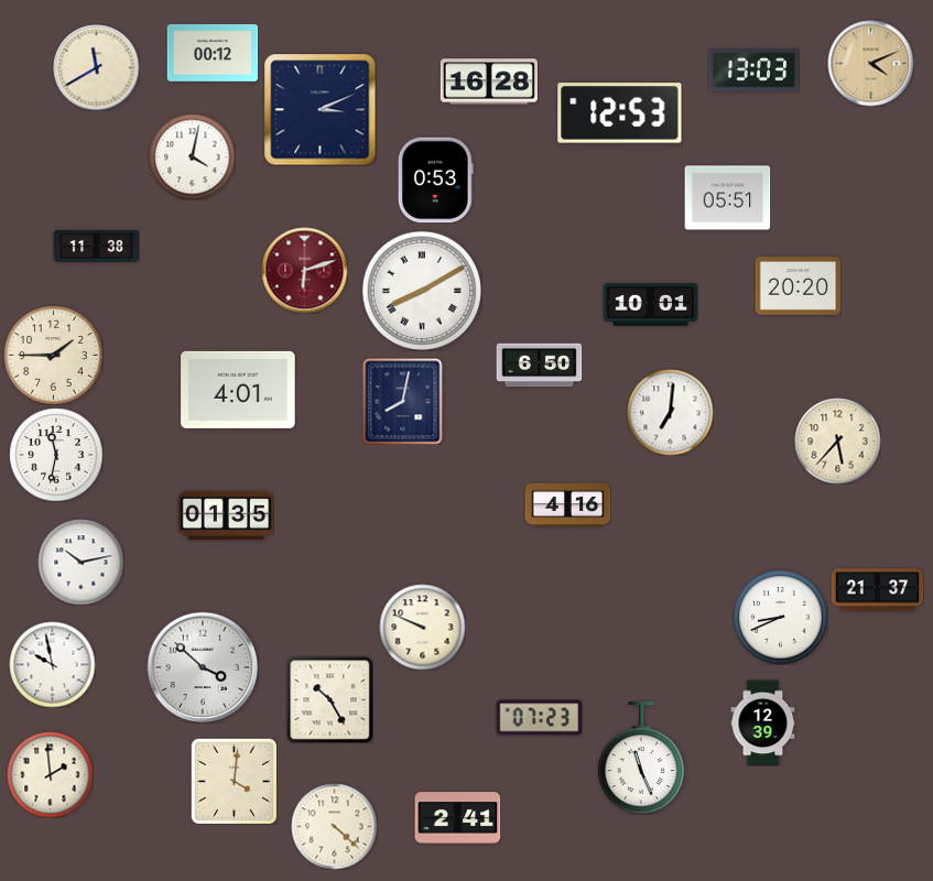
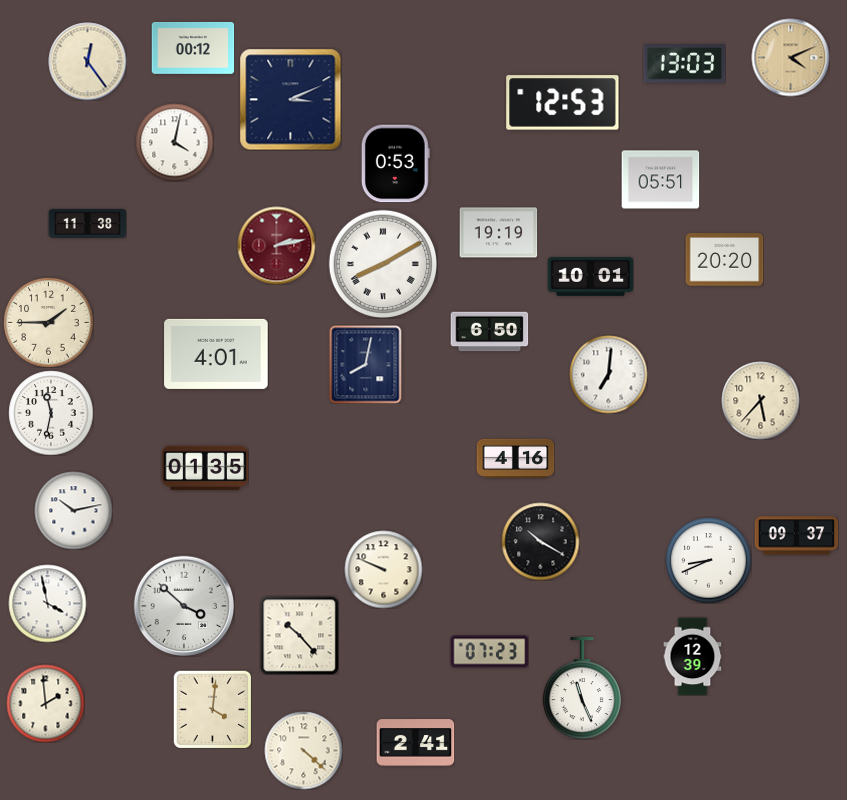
clock at (96, 67): 11:40 -> 12:24
clock at (489, 81): 16:28 -> none
clock at (498, 233): none -> 19:19
clock at (304, 270): 6:12 -> 2:13
clock at (877, 590): 21:37 -> 09:37
clock at (540, 541): none -> 10:20
clock at (52, 664): 9:58 -> 3:58
clock at (329, 699): 10:25 -> 10:23
